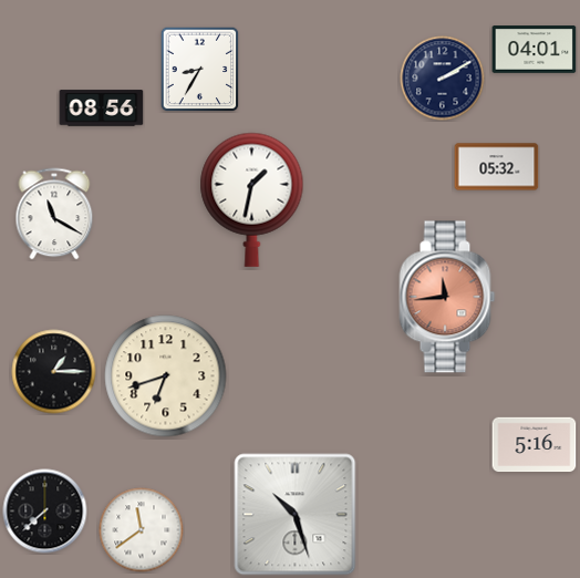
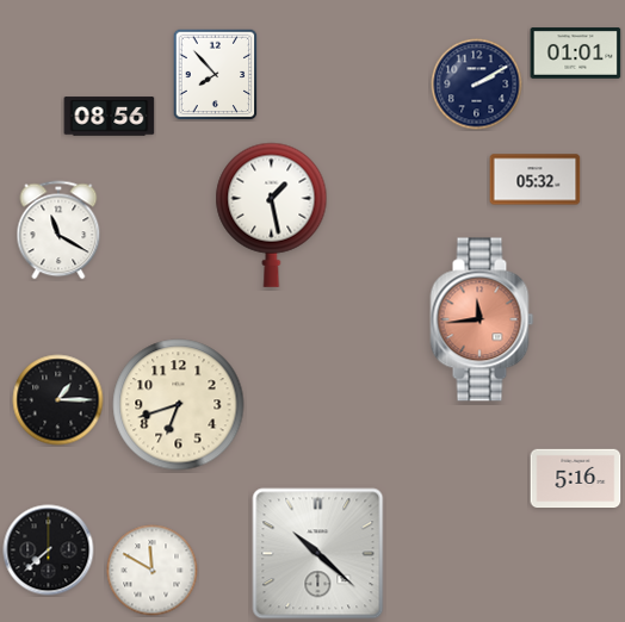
clock at (535, 50): 04:01 -> 01:01
clock at (200, 69): 8:35 -> 7:53
clock at (252, 199): 1:32 -> 1:28
clock at (296, 515): 10:27 -> 10:22
clock at (142, 530): 11:39 -> 11:50
